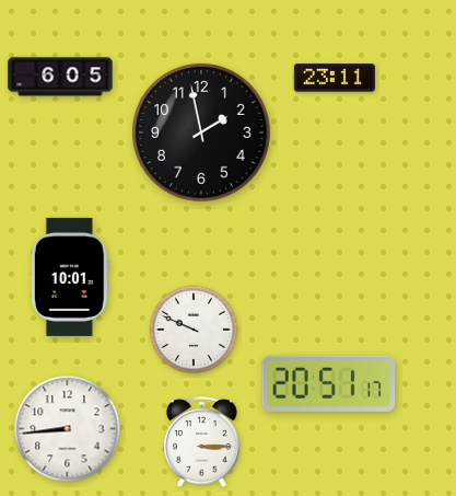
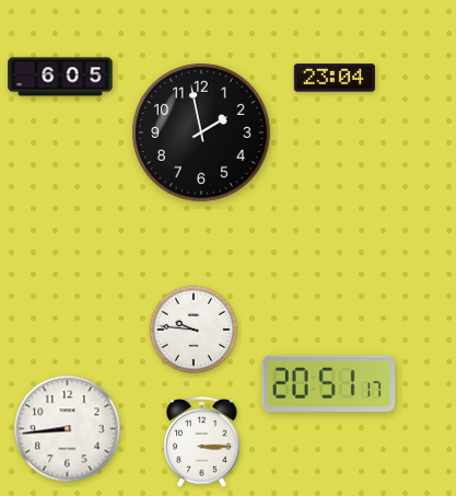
clock at (335, 78): 23:11 -> 23:04
clock at (70, 277): 10:01 -> none
clock at (194, 330): 9:49 -> 9:46
